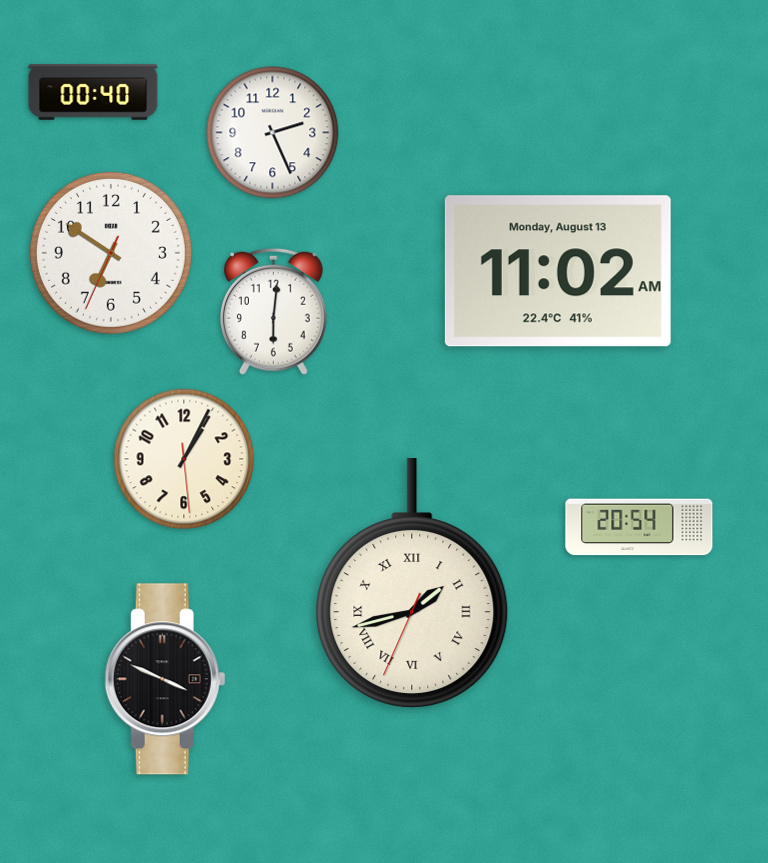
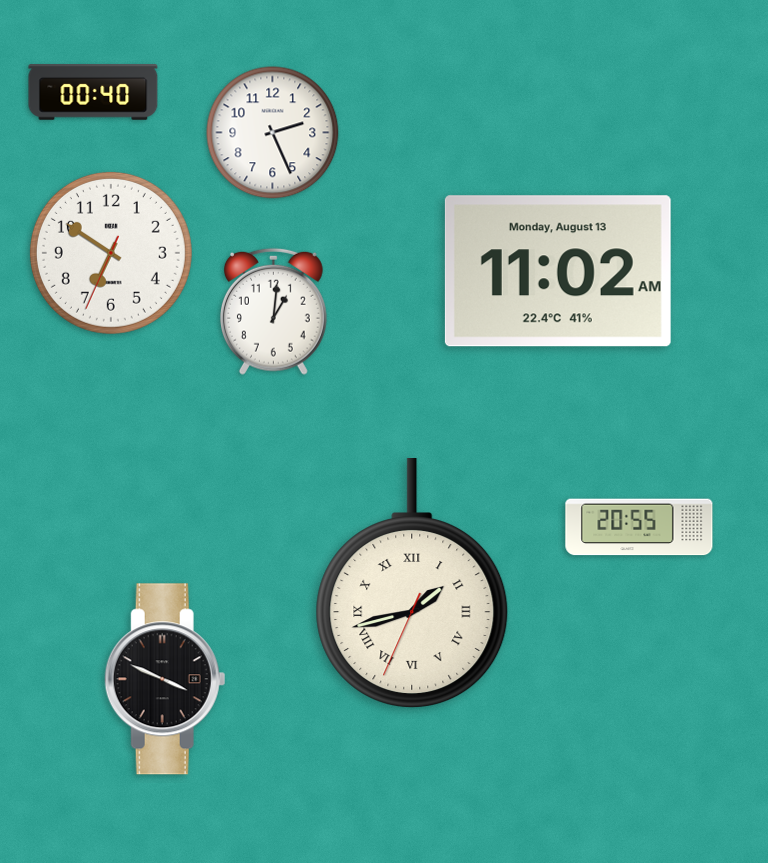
clock at (273, 311): 6:01 -> 1:01
clock at (184, 459): 1:04 -> none
clock at (639, 527): 20:54 -> 20:55
